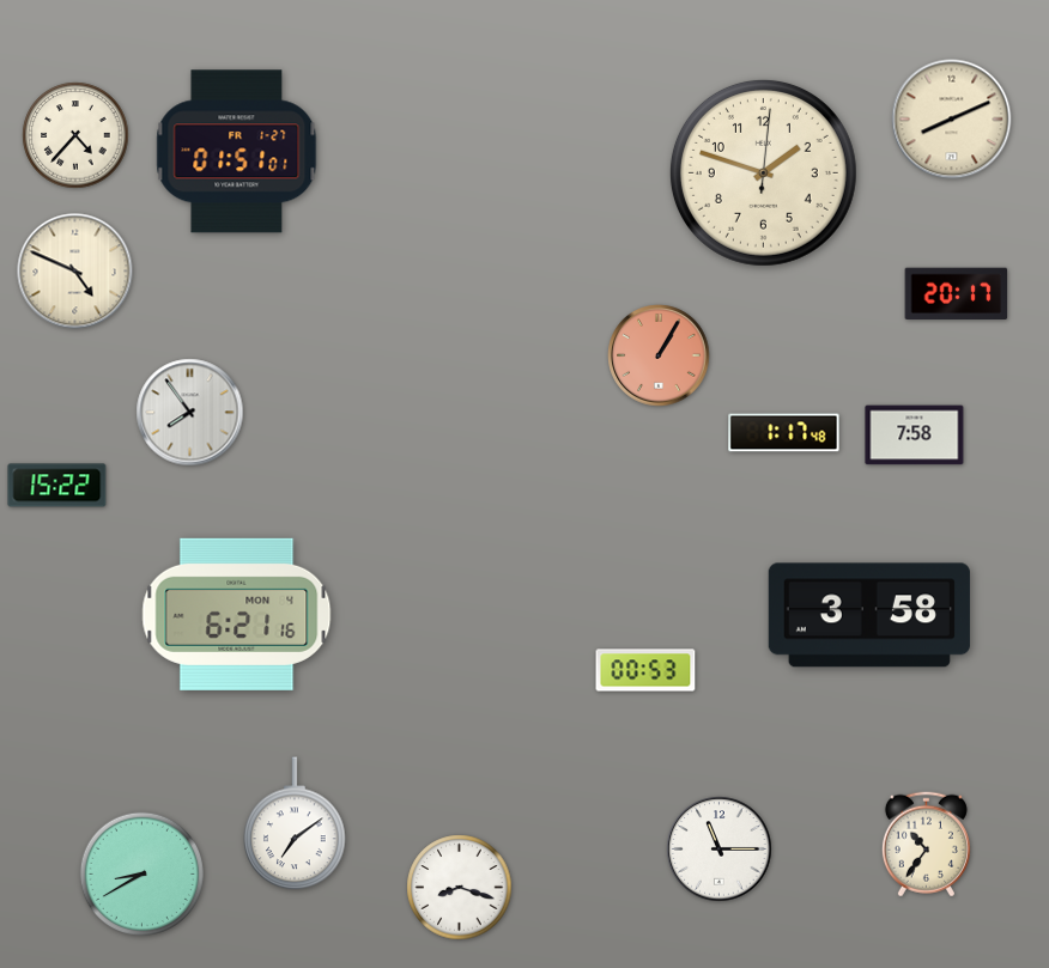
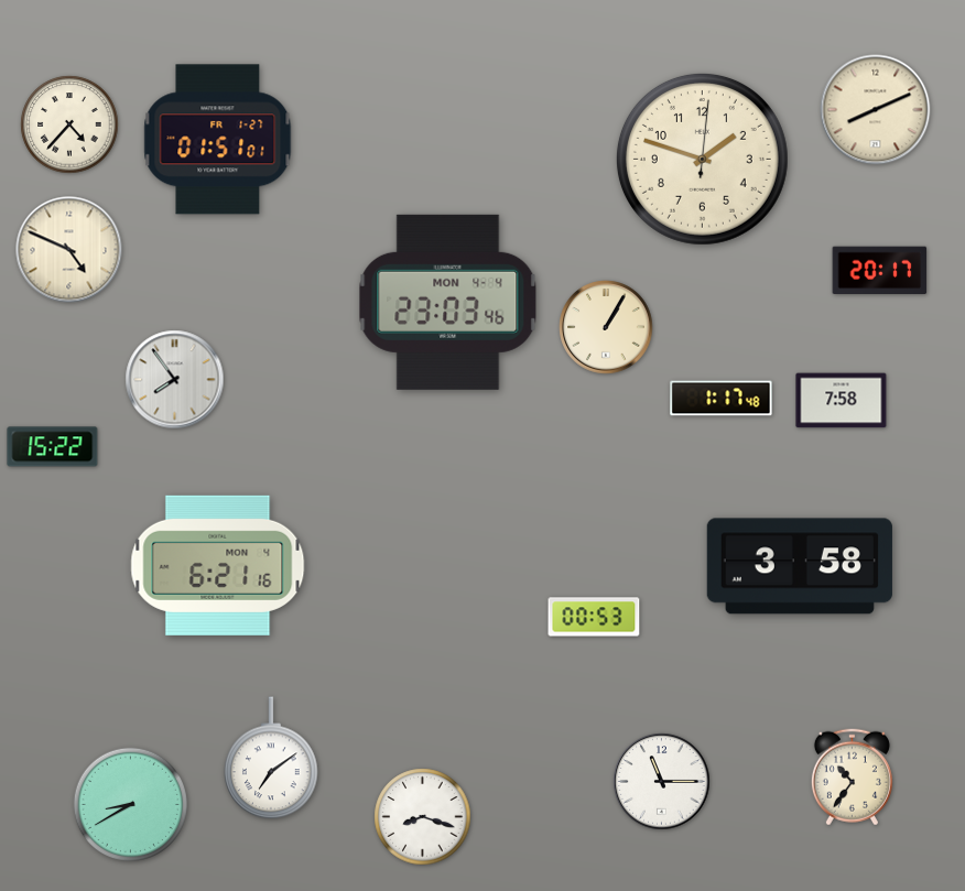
clock at (448, 302): none -> 23:03
clock at (659, 355) dial: salmon -> cream
